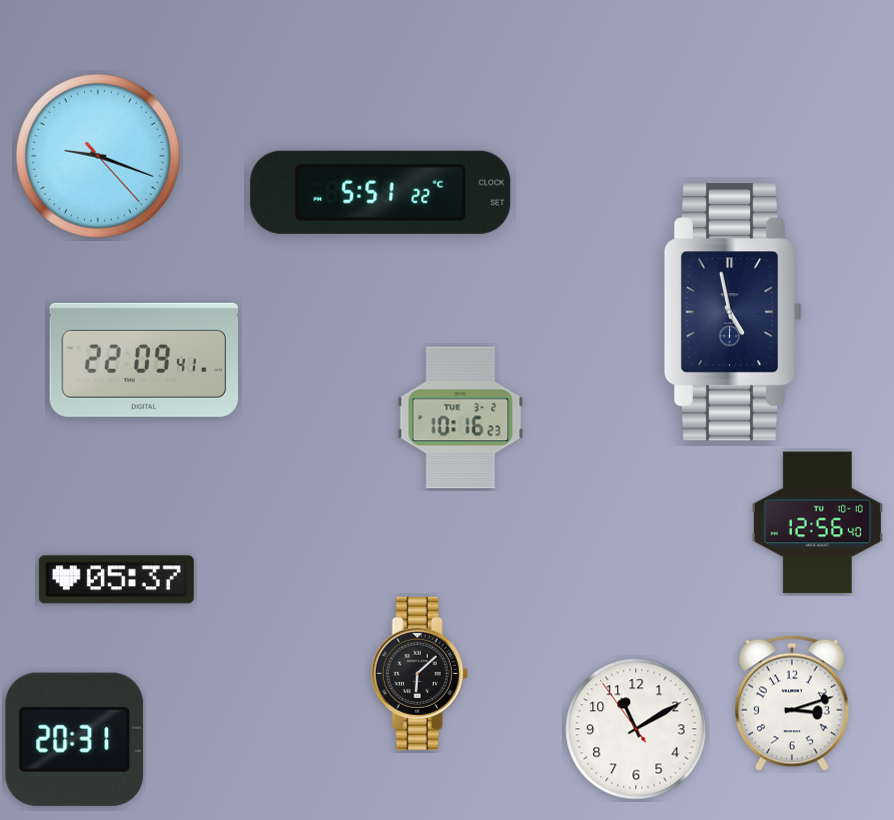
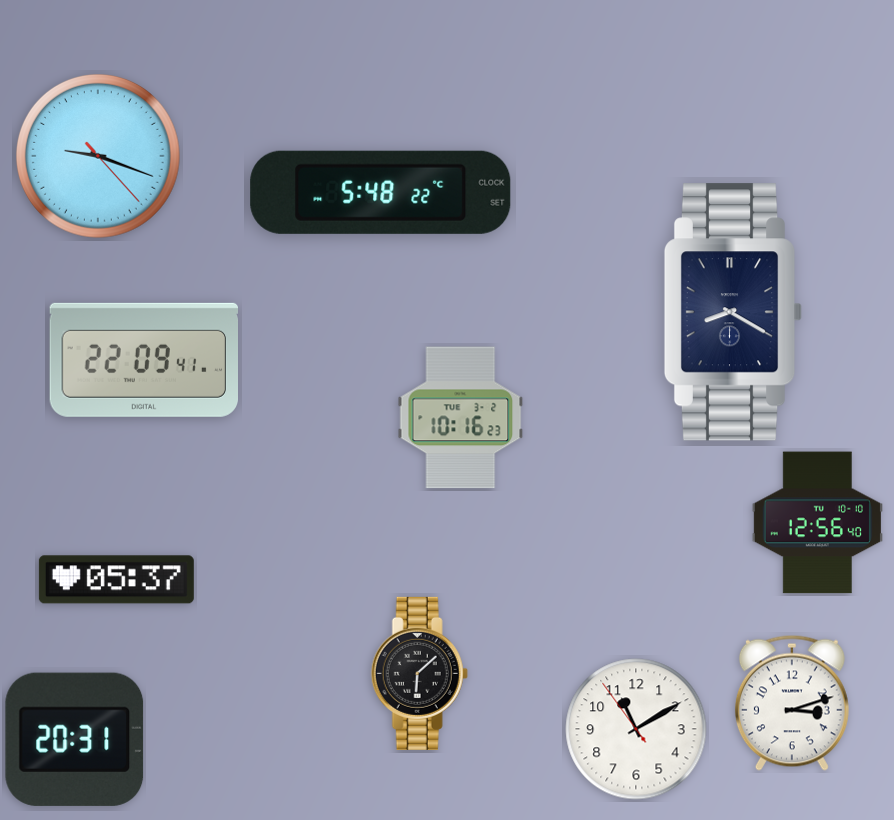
clock at (381, 192): 5:51 -> 5:48
clock at (733, 312): 4:58 -> 8:20
